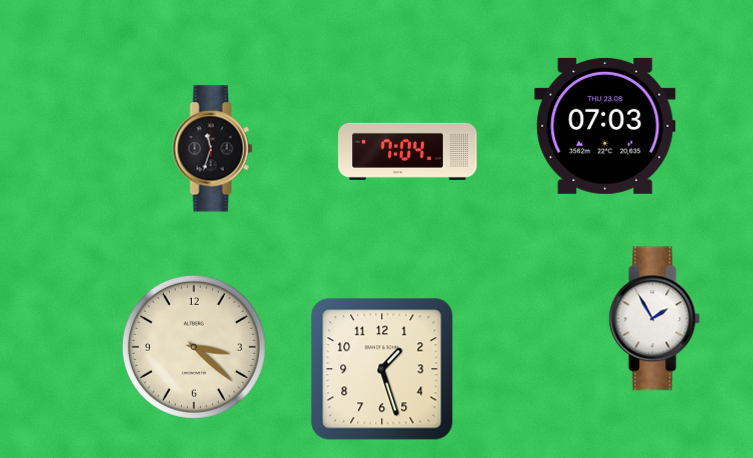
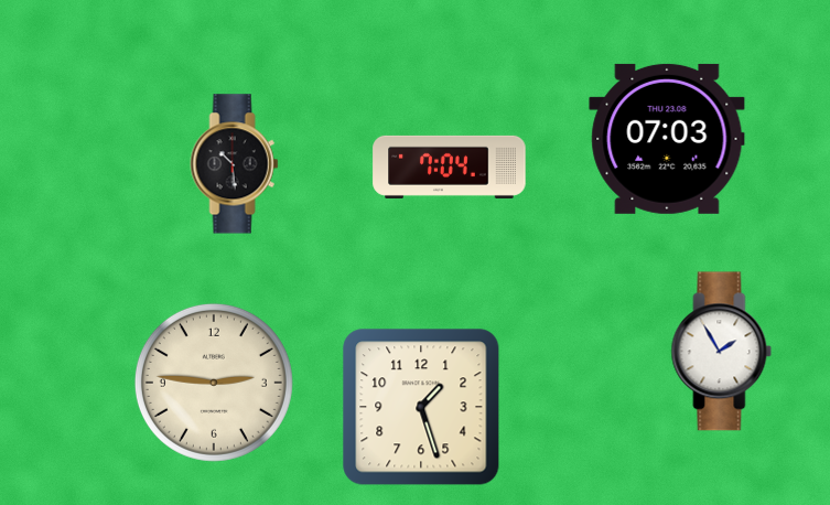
clock at (213, 149): 11:33 -> 10:29
clock at (194, 347): 3:22 -> 2:46
